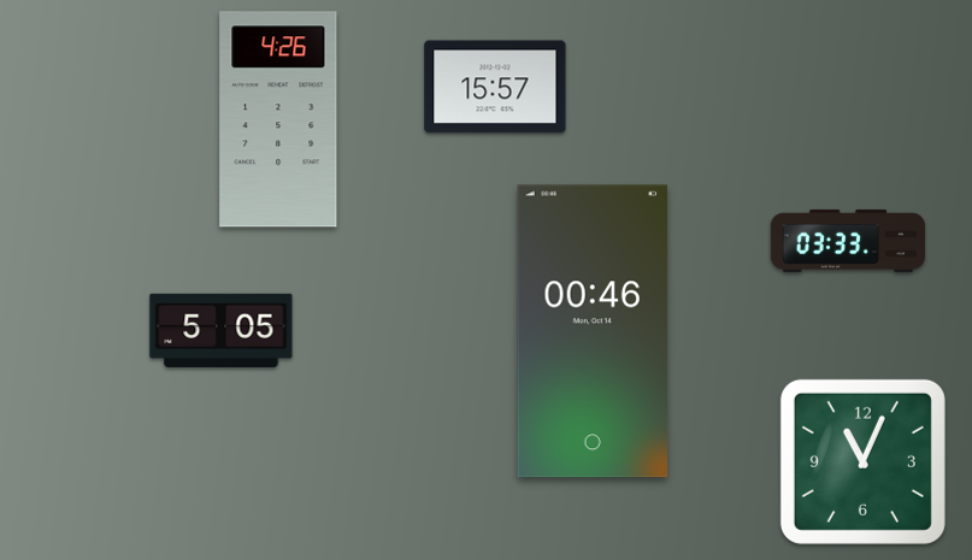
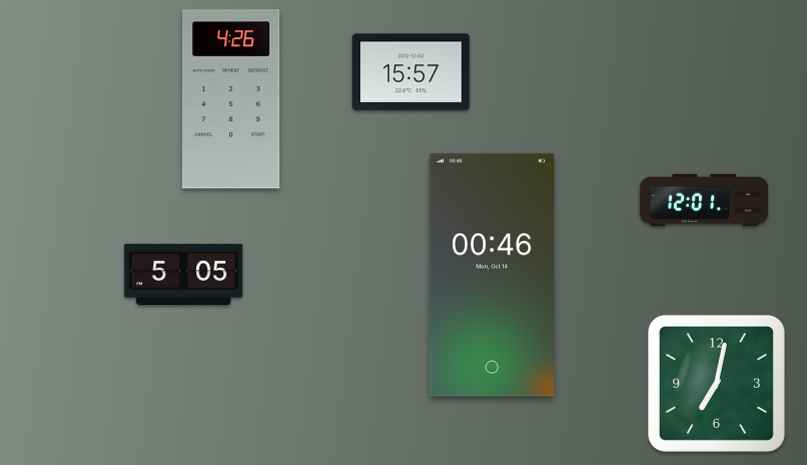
clock at (847, 241): 03:33 -> 12:01
clock at (862, 461): 11:04 -> 7:02
